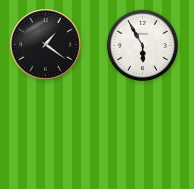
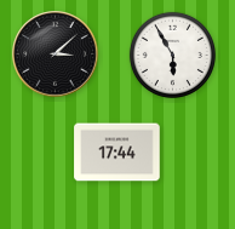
clock at (46, 45): 1:21 -> 3:08
clock at (117, 153): none -> 17:44
